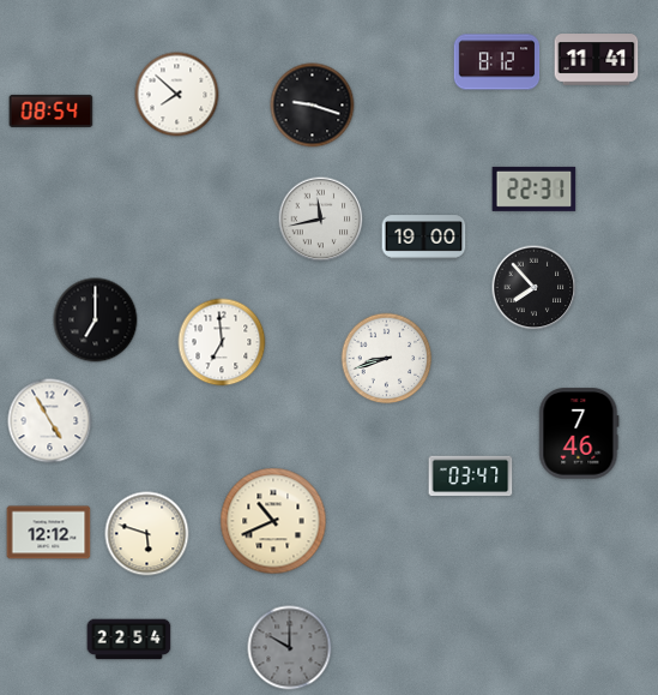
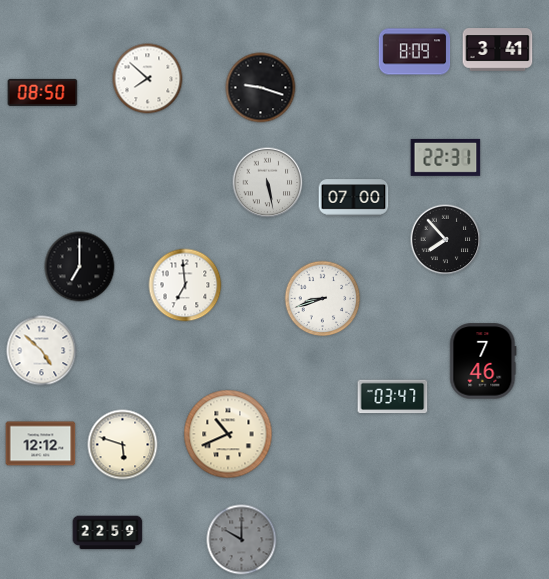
clock at (597, 60): 11:41 -> 3:41
clock at (497, 62): 8:12 -> 8:09
clock at (52, 110): 08:54 -> 08:50
clock at (321, 220): 11:43 -> 5:28
clock at (424, 238): 19:00 -> 07:00
clock at (50, 421): 4:55 -> 4:52
clock at (129, 640): 22:54 -> 22:59
